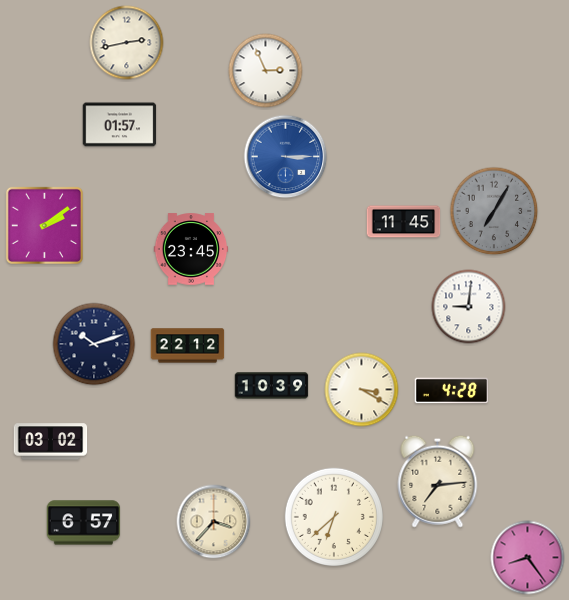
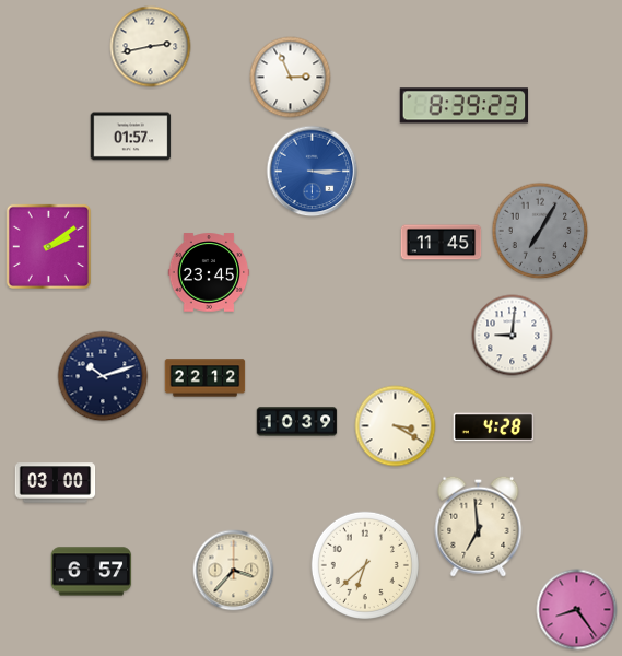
clock at (127, 43) position: (127, 43) -> (151, 47)
clock at (465, 106): none -> 8:39
clock at (51, 442): 03:02 -> 03:00
clock at (438, 481): 7:14 -> 6:59
